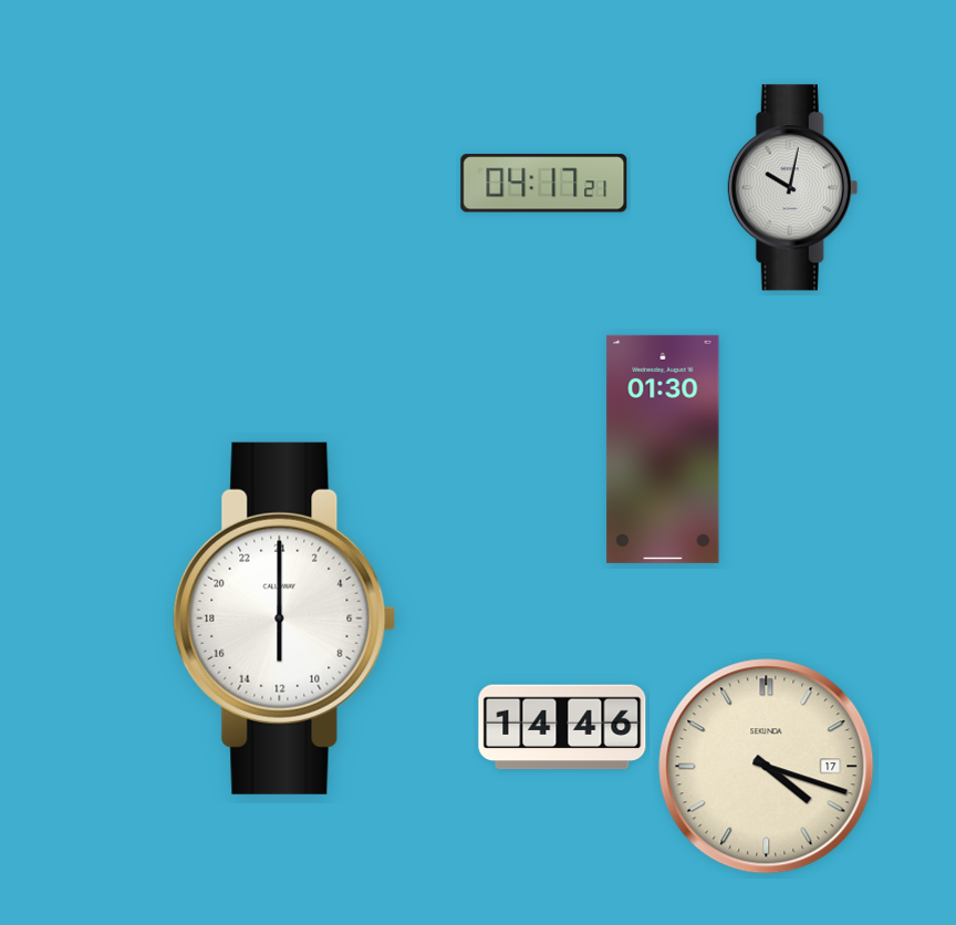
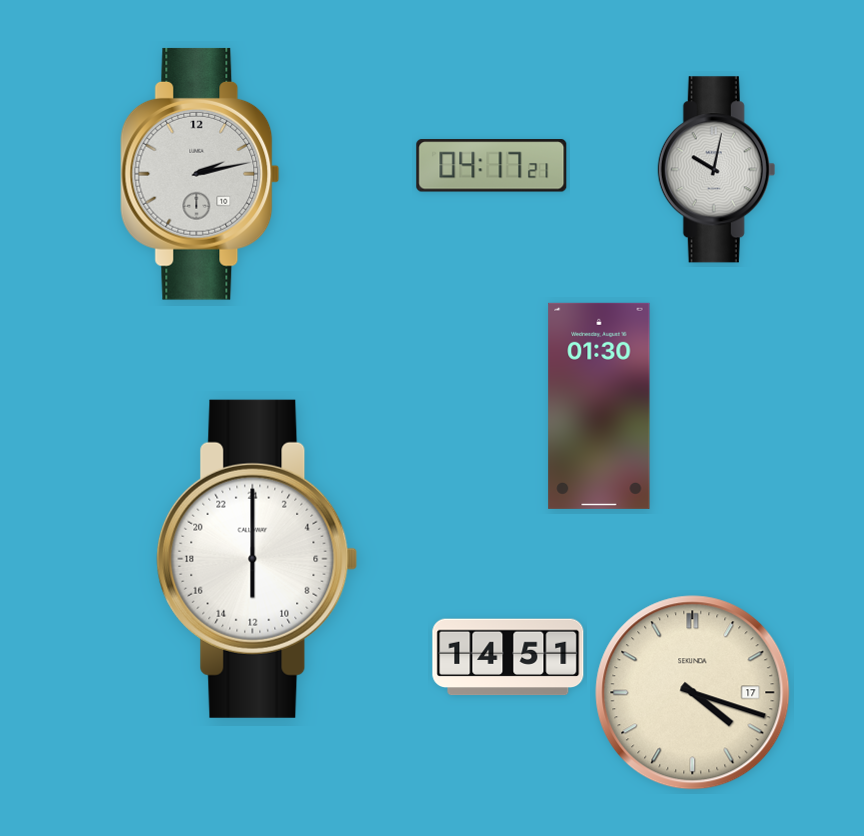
clock at (200, 174): none -> 2:13
clock at (562, 727): 14:46 -> 14:51
